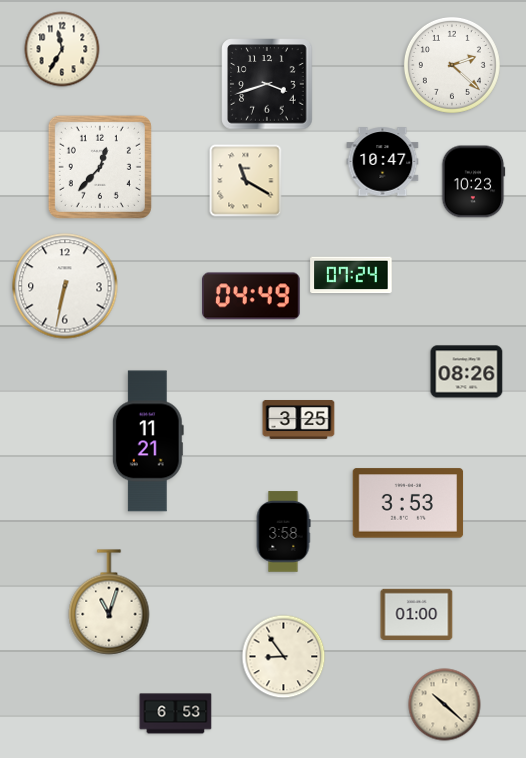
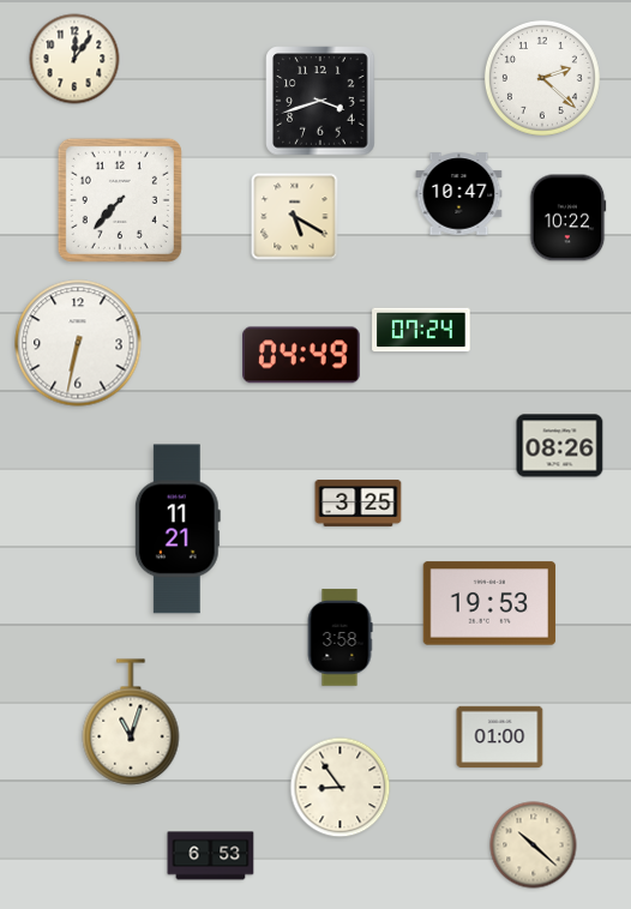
clock at (62, 49): 11:35 -> 12:06
clock at (100, 167): 12:37 -> 7:37
clock at (246, 181): 11:20 -> 5:20
clock at (474, 182): 10:23 -> 10:22
clock at (408, 503): 3:53 -> 19:53
